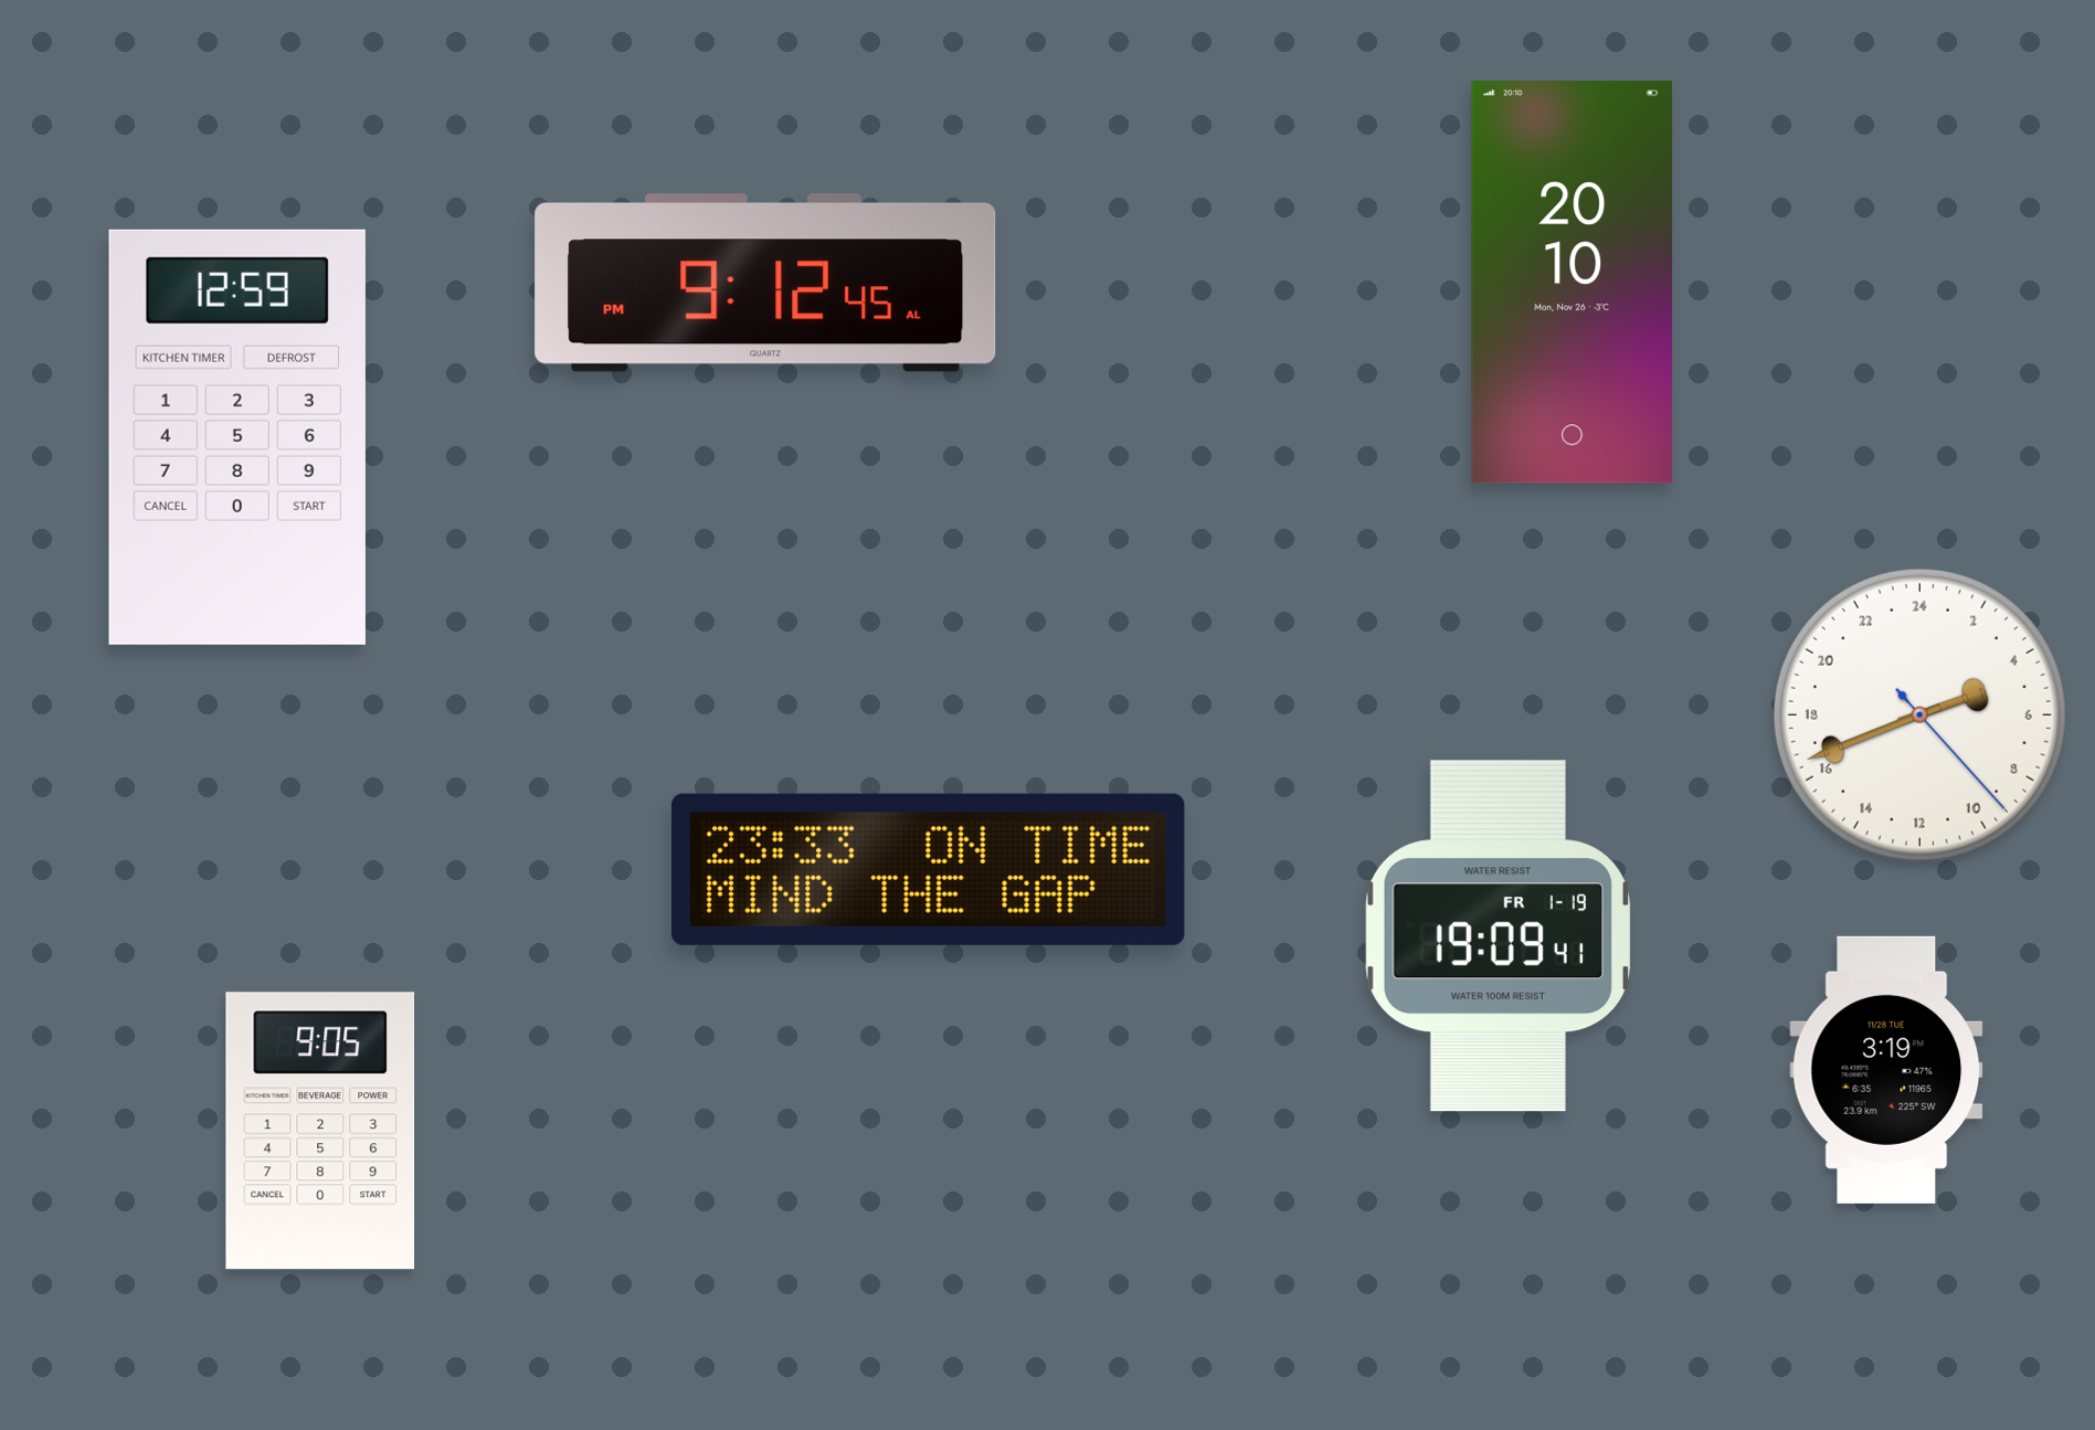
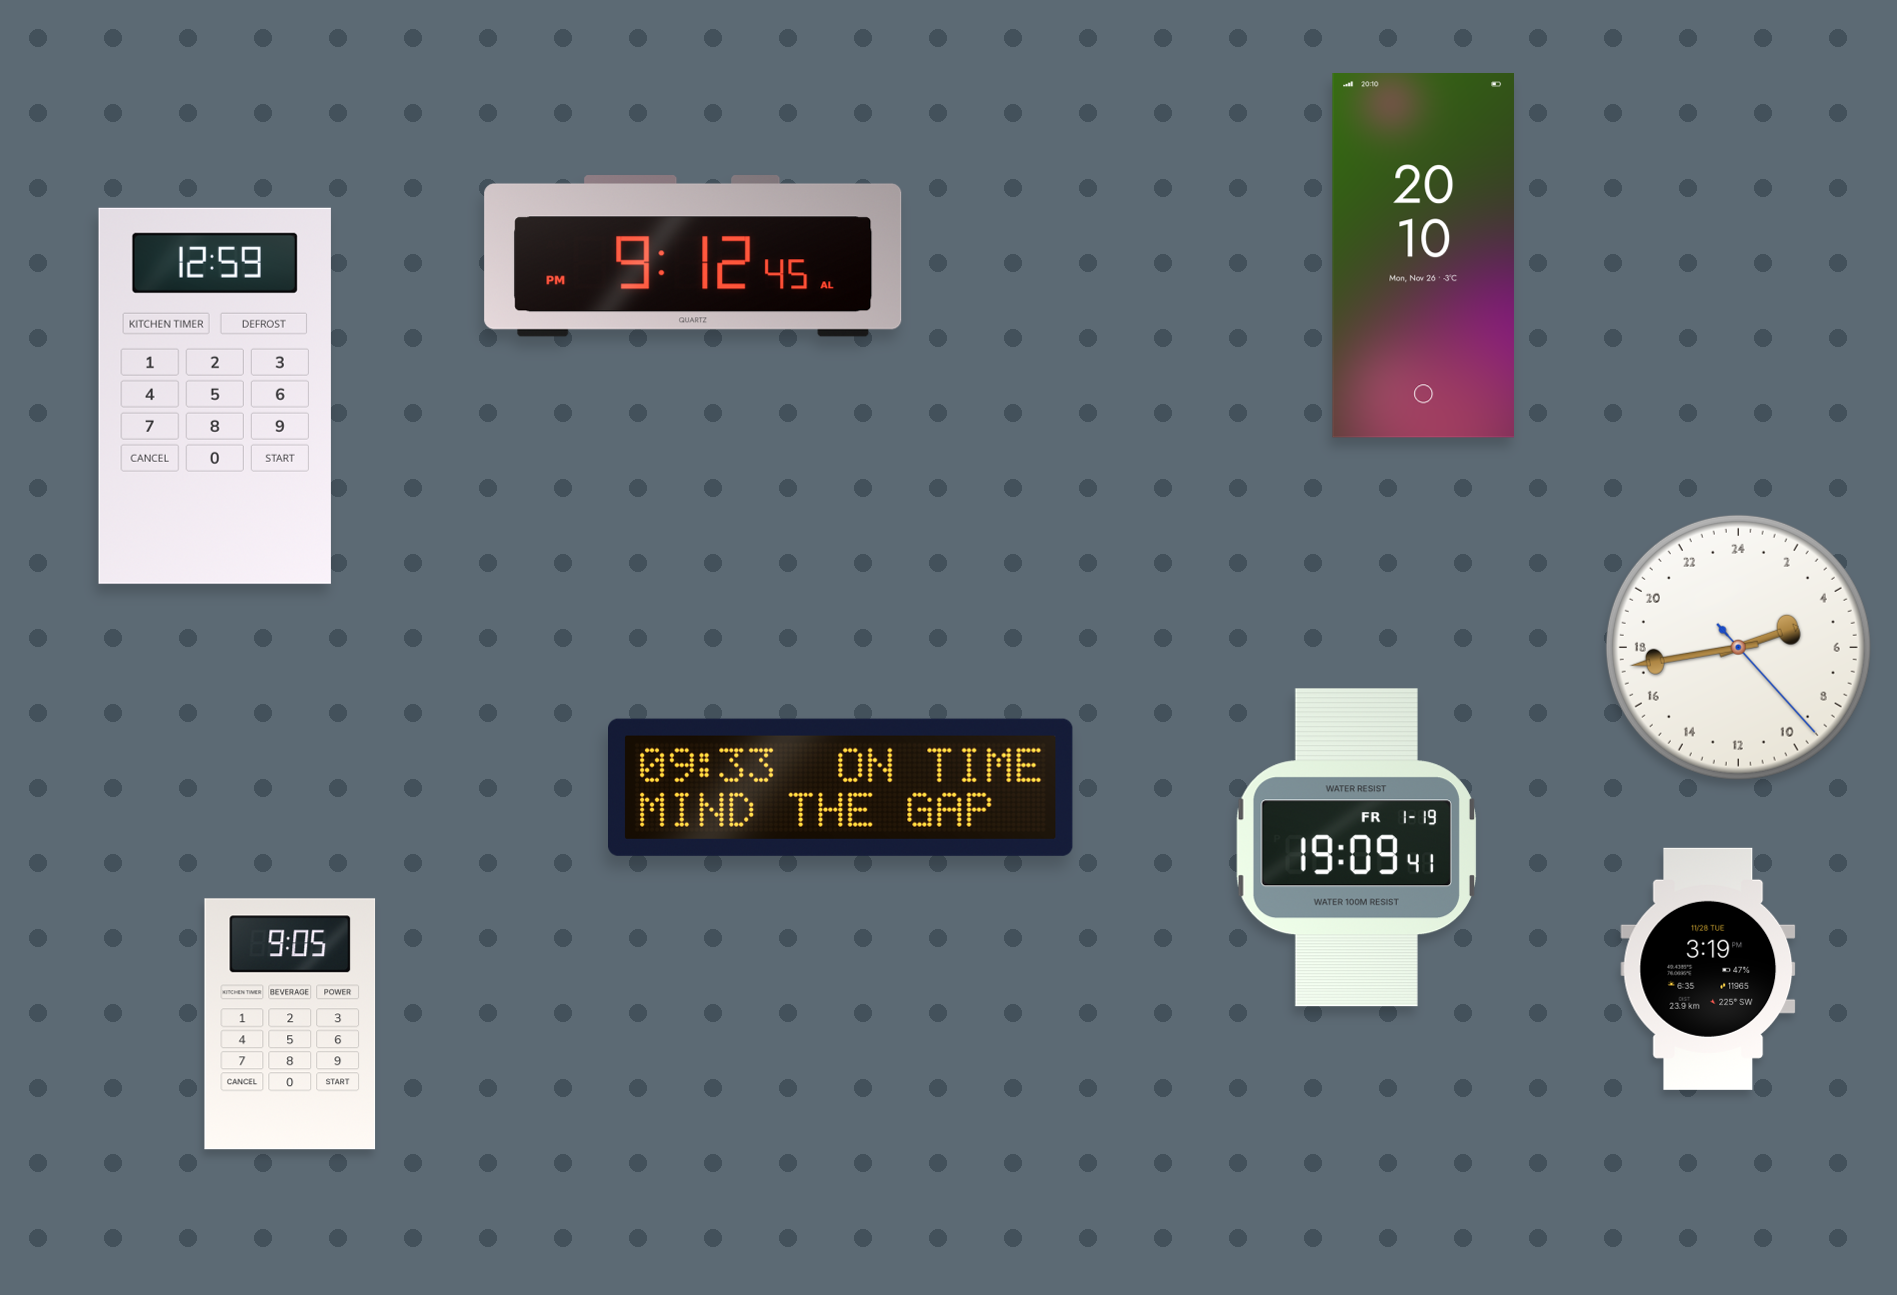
clock at (1919, 714): 4:41 -> 4:43
clock at (929, 869): 23:33 -> 09:33
